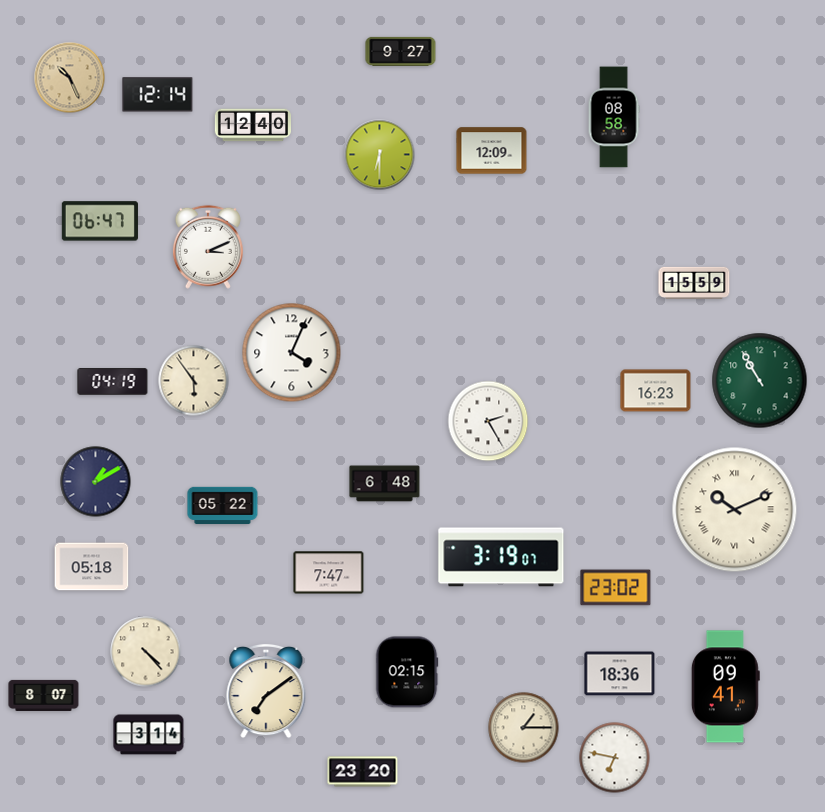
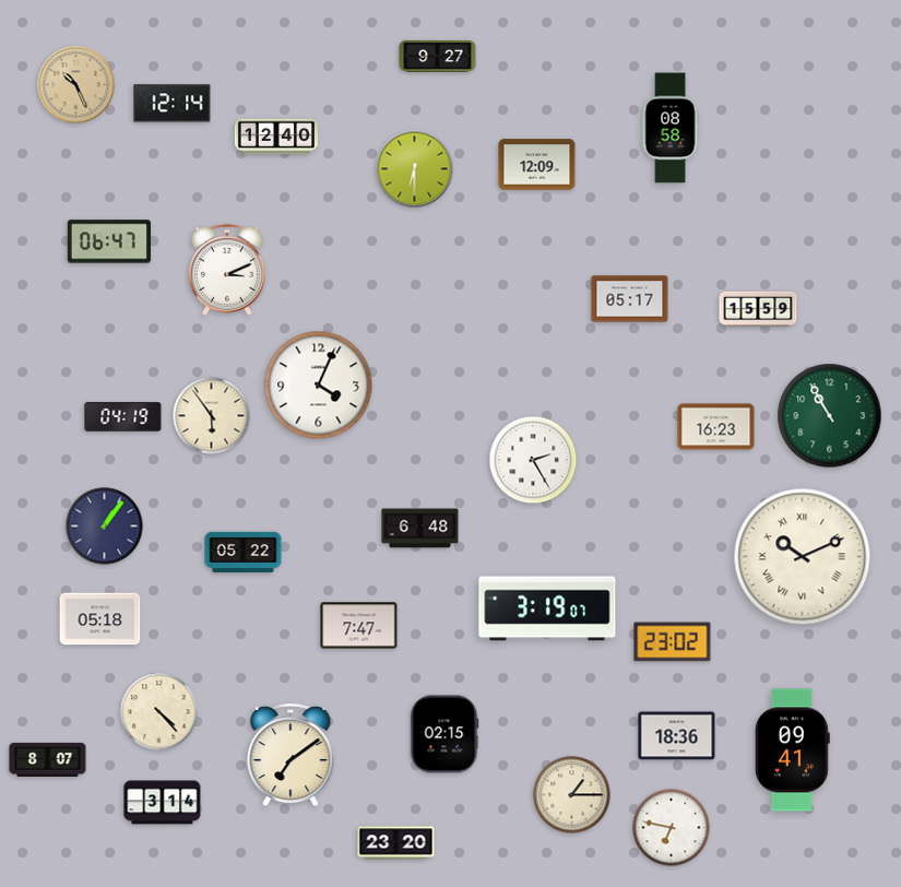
clock at (630, 299): none -> 05:17
clock at (96, 482): 1:10 -> 1:06
